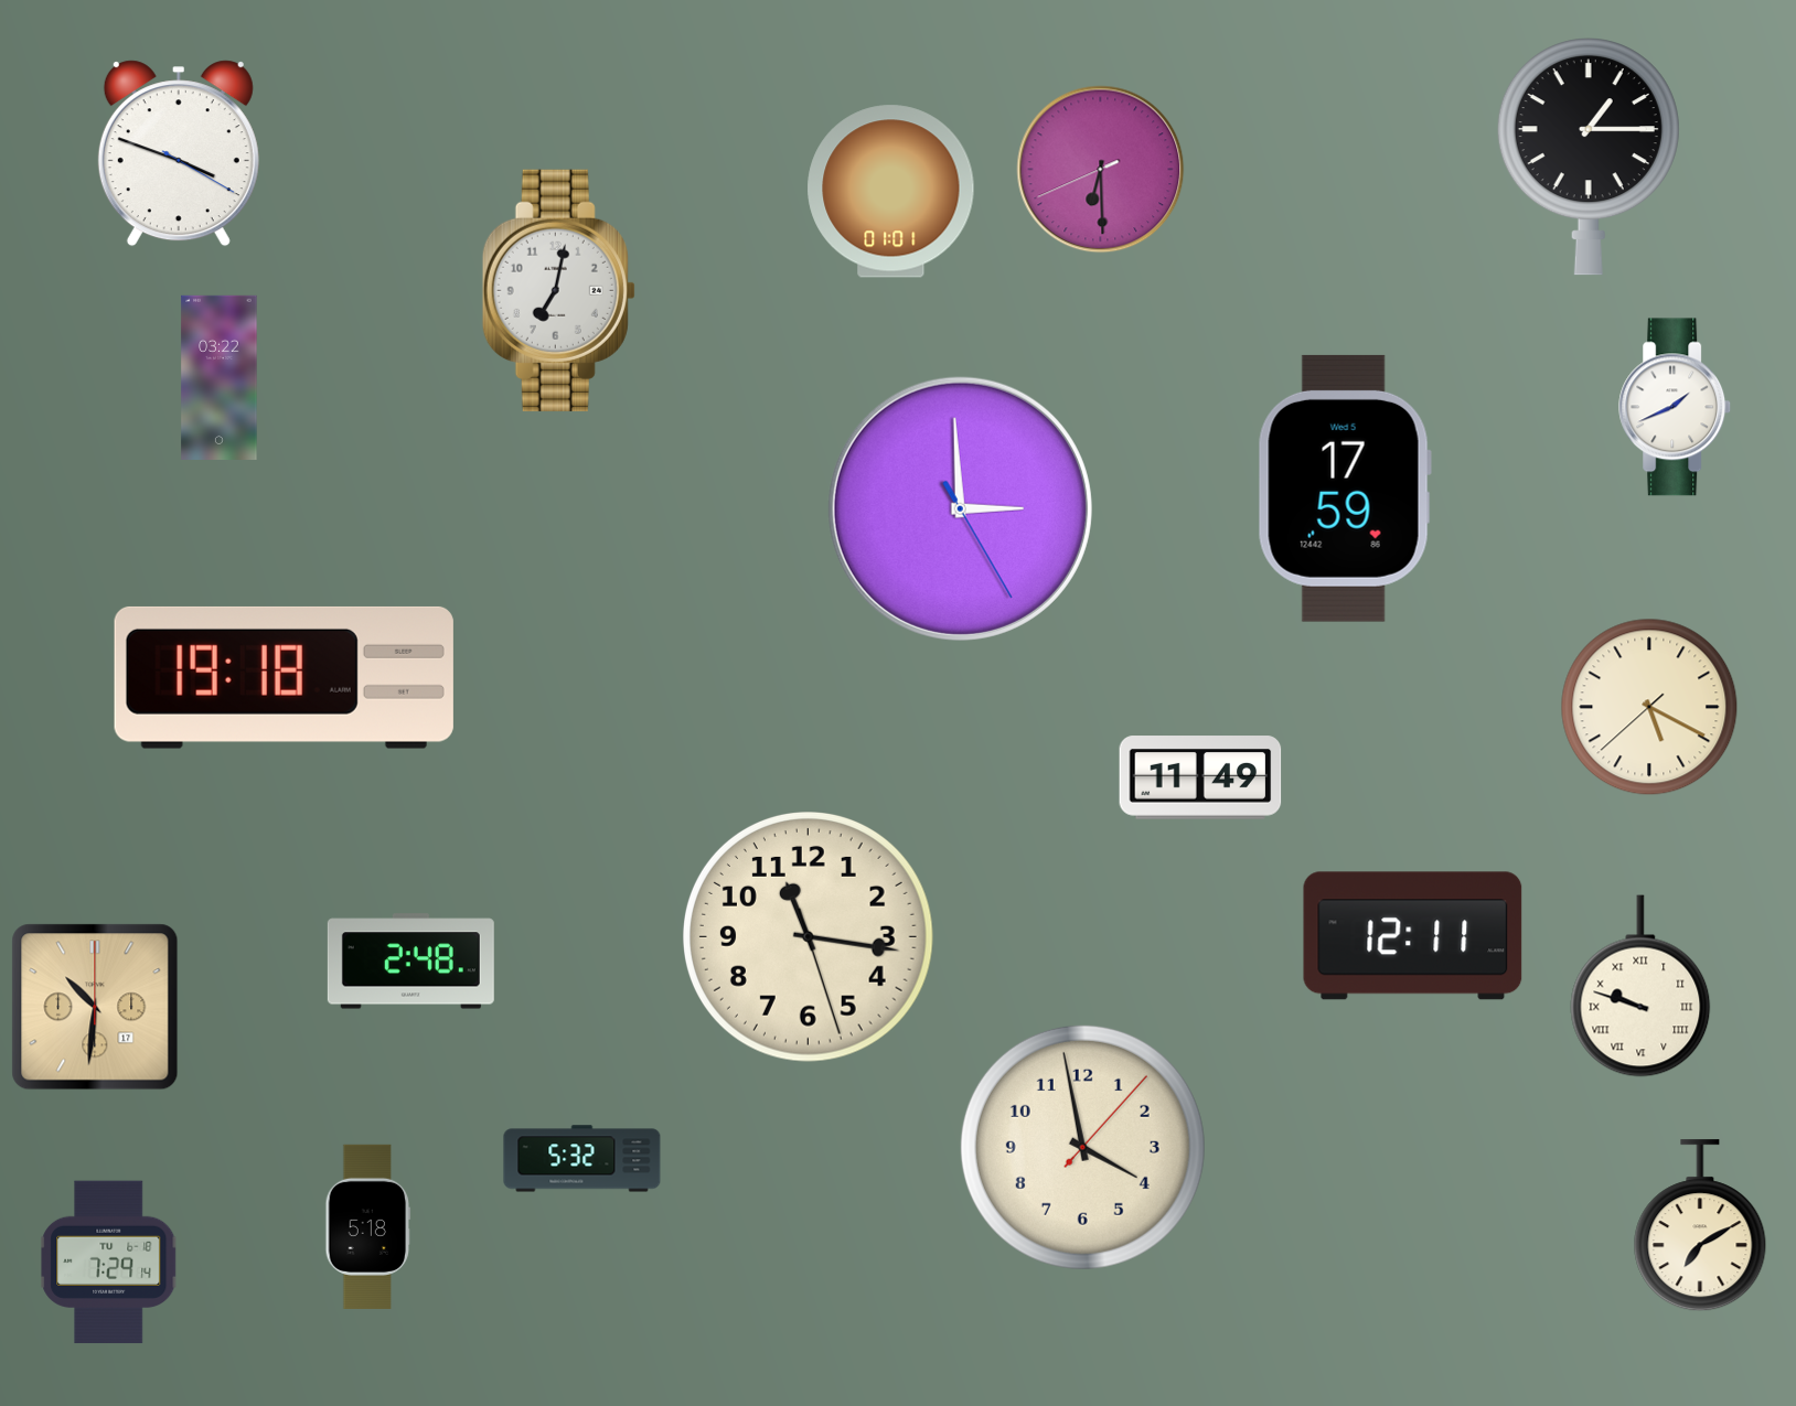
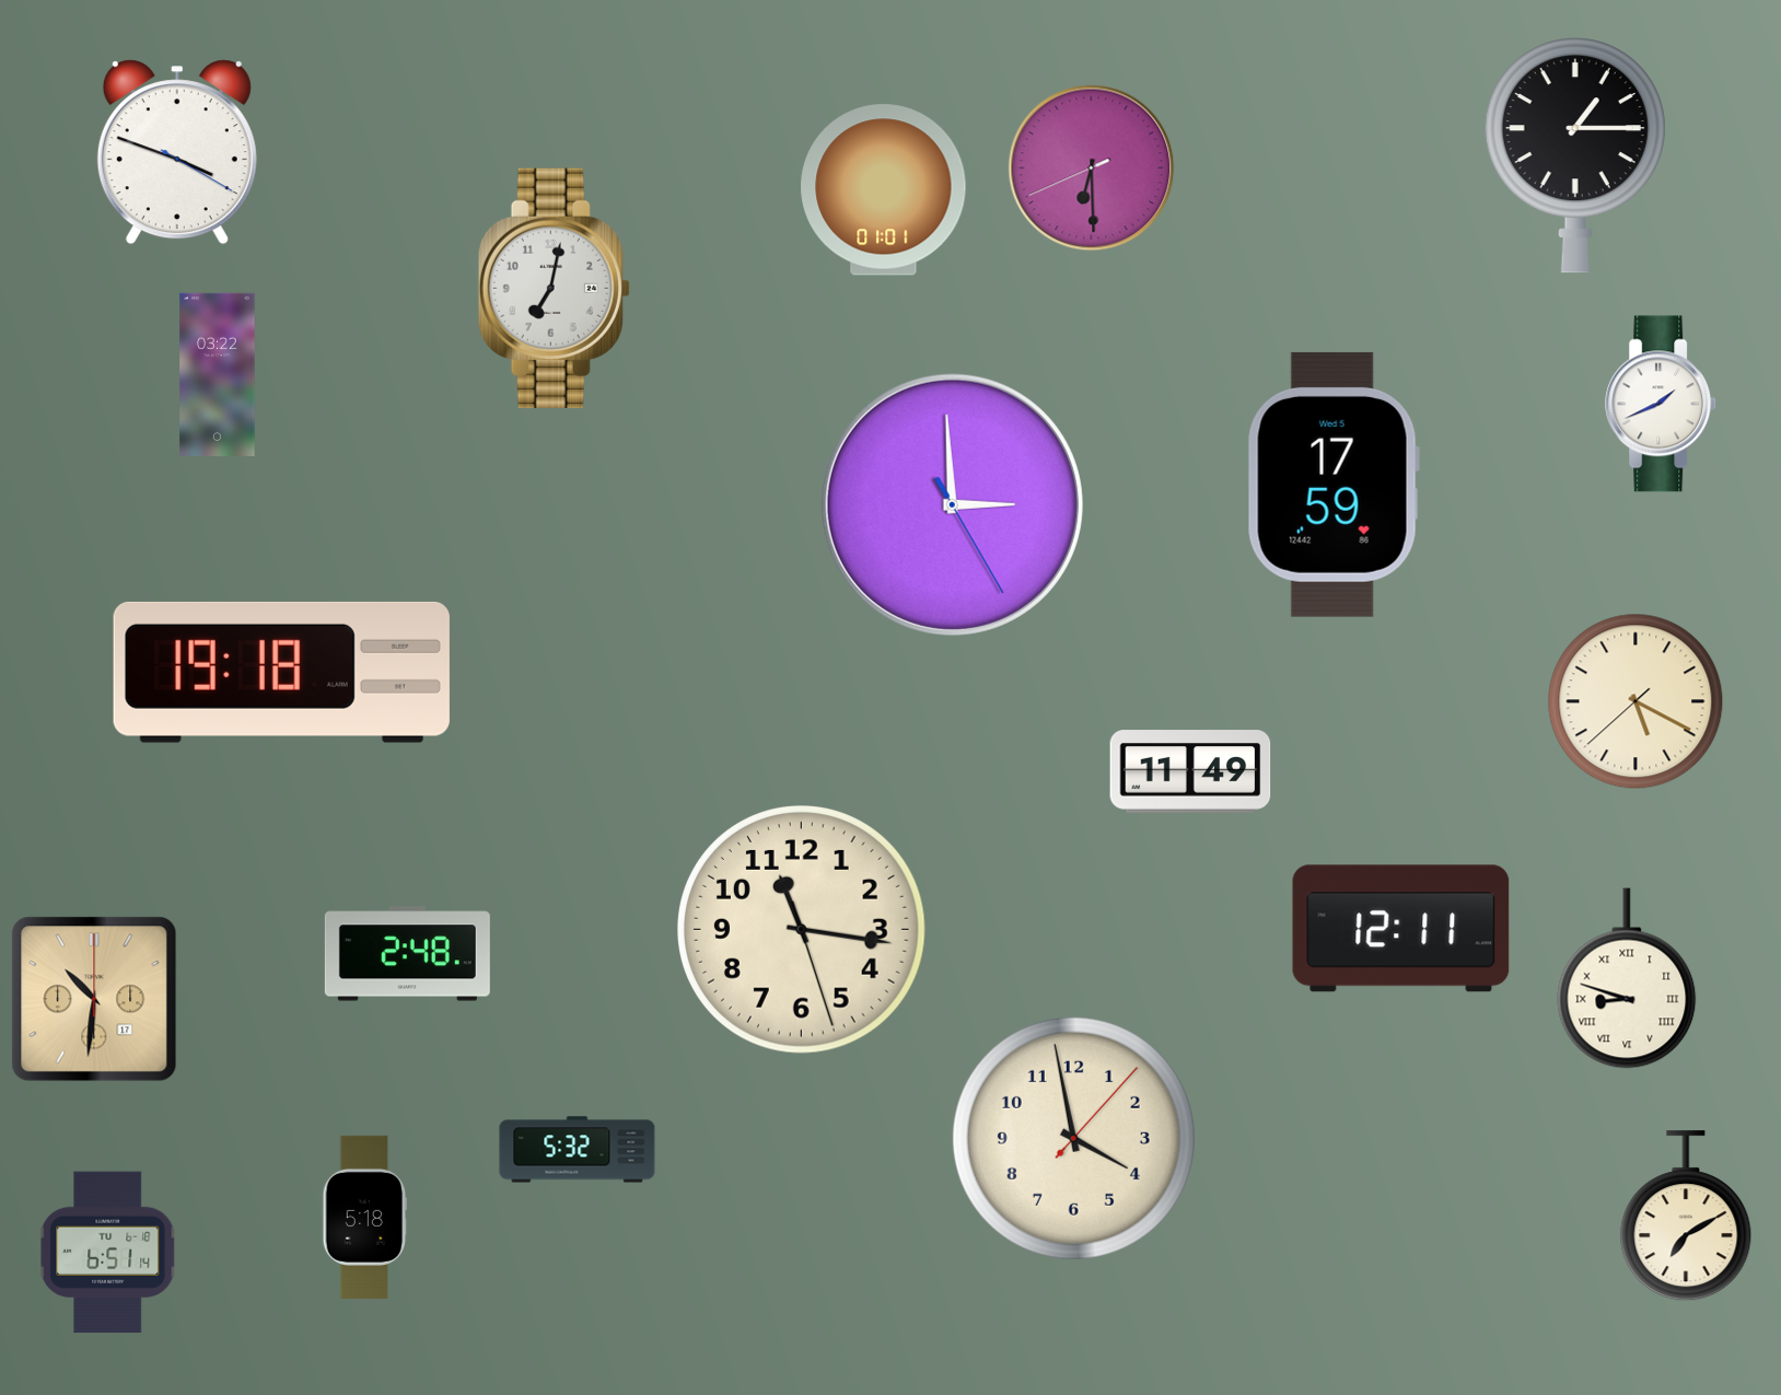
clock at (1640, 986): 9:48 -> 8:48
clock at (109, 1263): 7:29 -> 6:51
